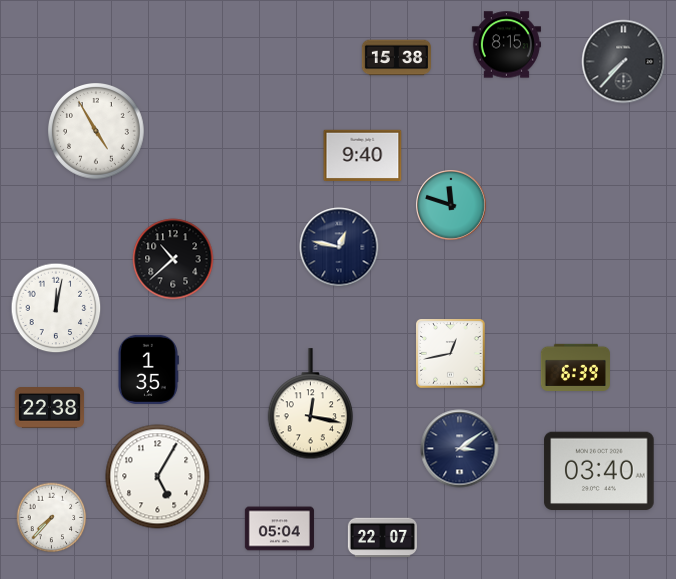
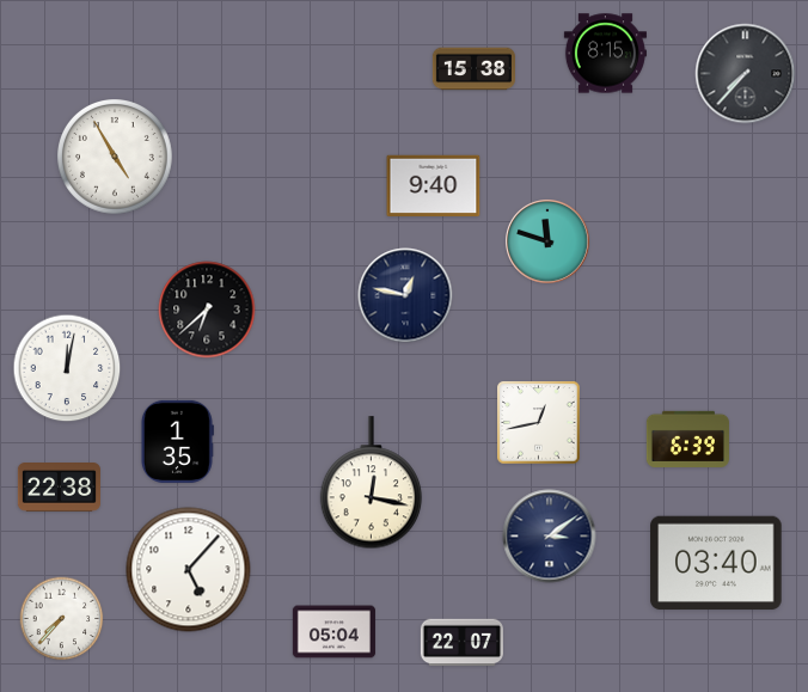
clock at (452, 206) position: (452, 206) -> (549, 243)
clock at (173, 259): 10:38 -> 6:38
clock at (158, 477): 5:05 -> 5:07
clock at (382, 538) position: (382, 538) -> (461, 643)
